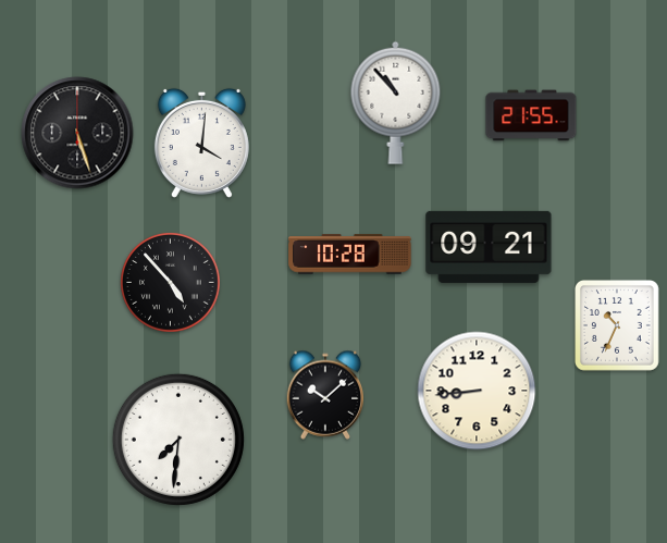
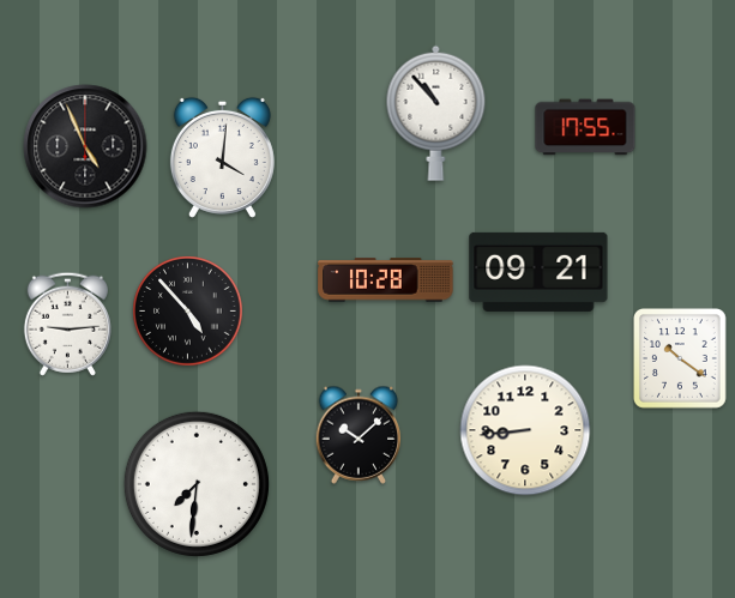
clock at (531, 115): 21:55 -> 17:55
clock at (77, 133): 5:27 -> 4:56
clock at (67, 324): none -> 9:14
clock at (618, 326): 10:34 -> 10:21
